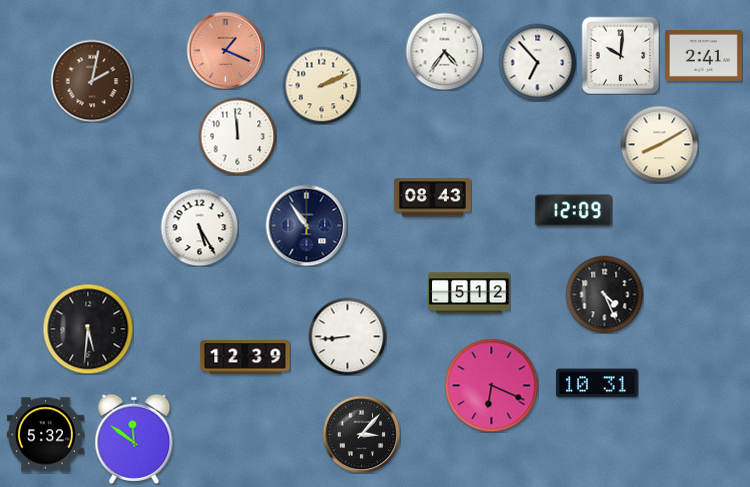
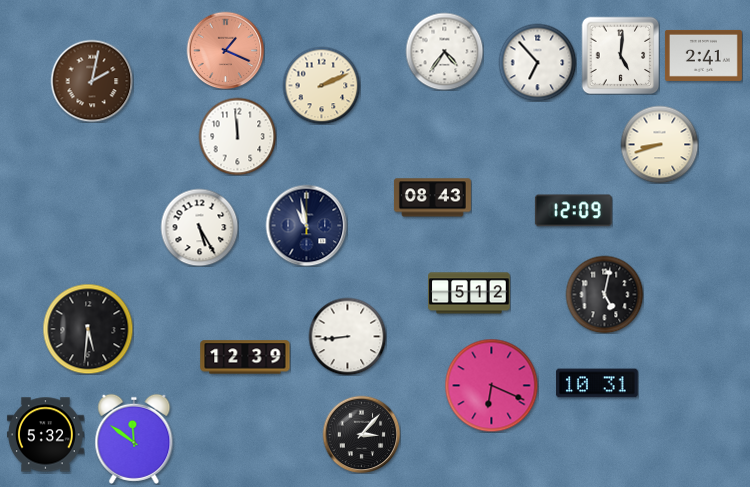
clock at (620, 55): 10:01 -> 5:01
clock at (659, 144): 8:10 -> 8:42
clock at (306, 225): 10:54 -> 10:58
clock at (604, 294): 4:26 -> 5:02
